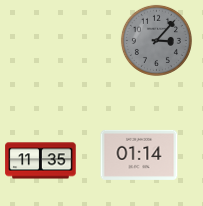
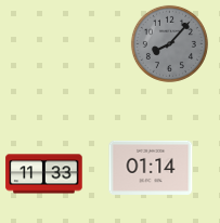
clock at (156, 40): 3:07 -> 8:07
clock at (41, 161): 11:35 -> 11:33
